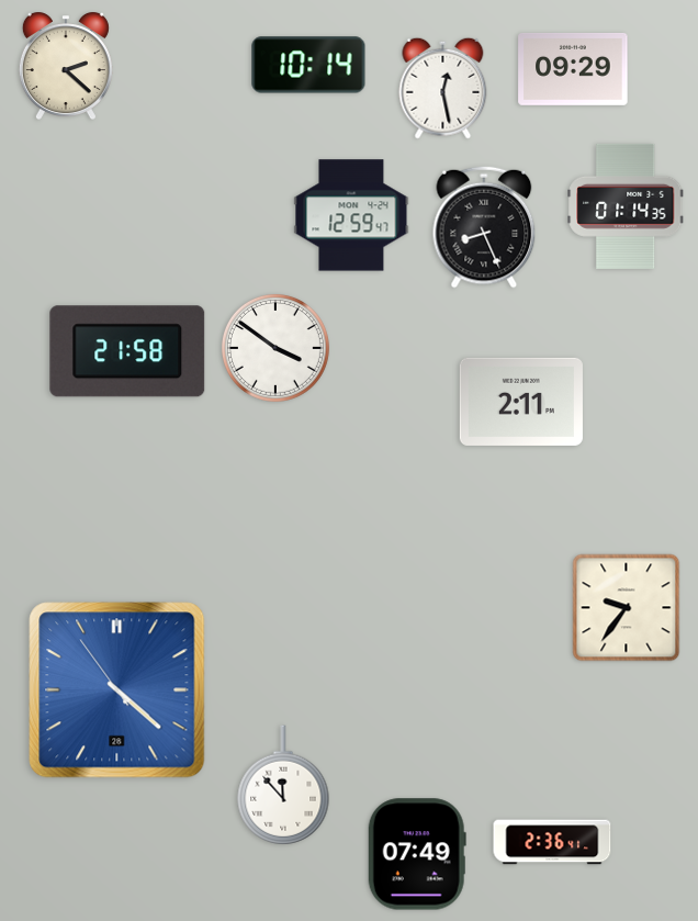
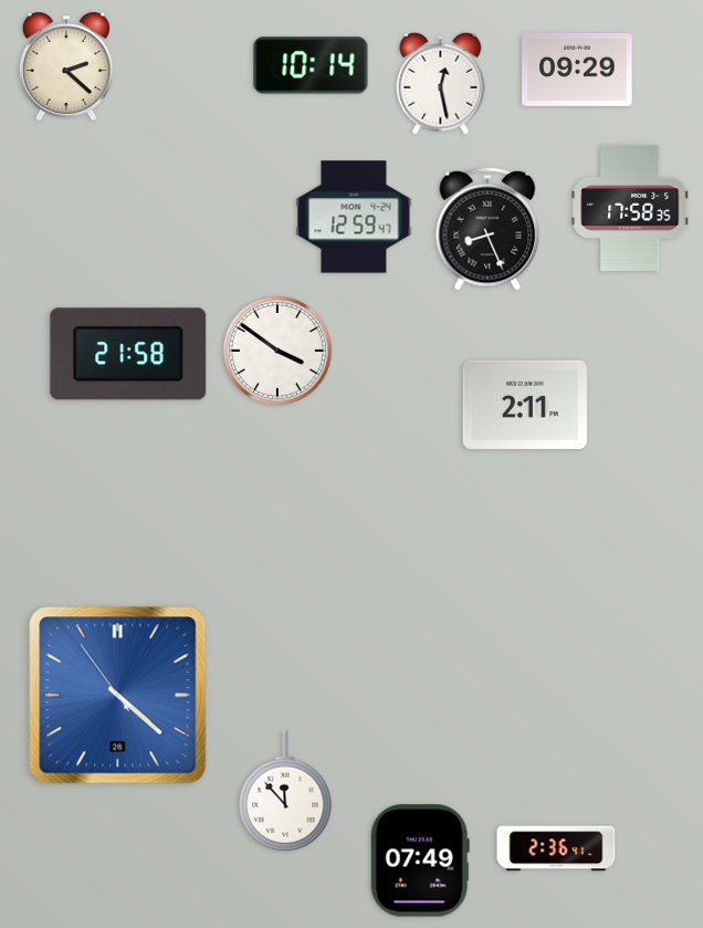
clock at (443, 88) position: (443, 88) -> (441, 83)
clock at (626, 206): 01:14 -> 17:58
clock at (627, 608): 9:36 -> none
